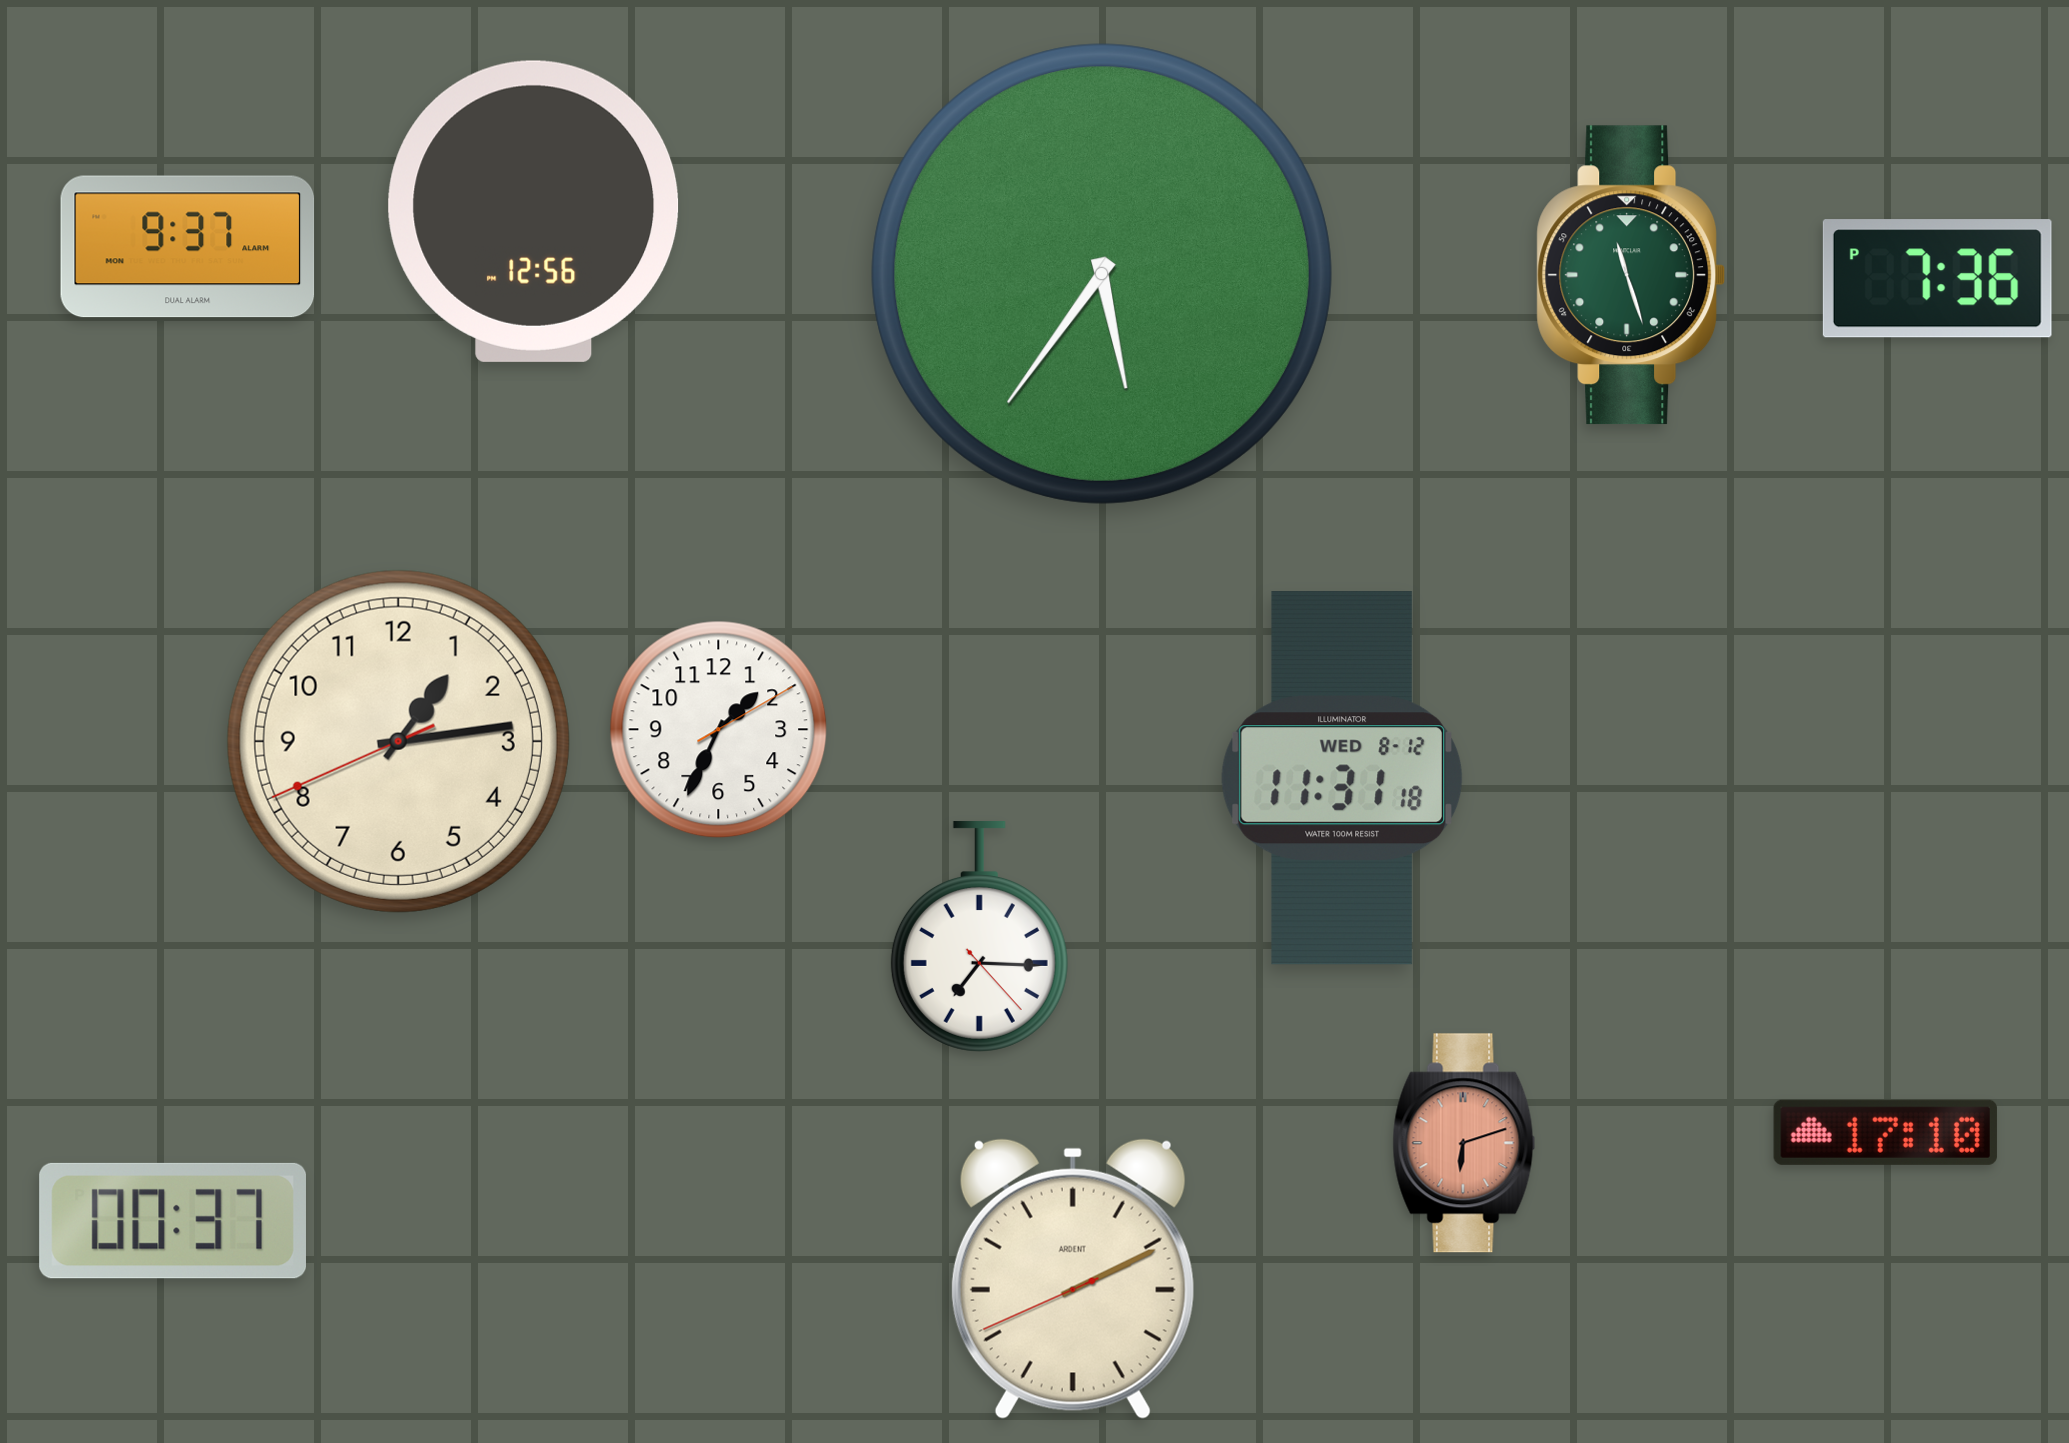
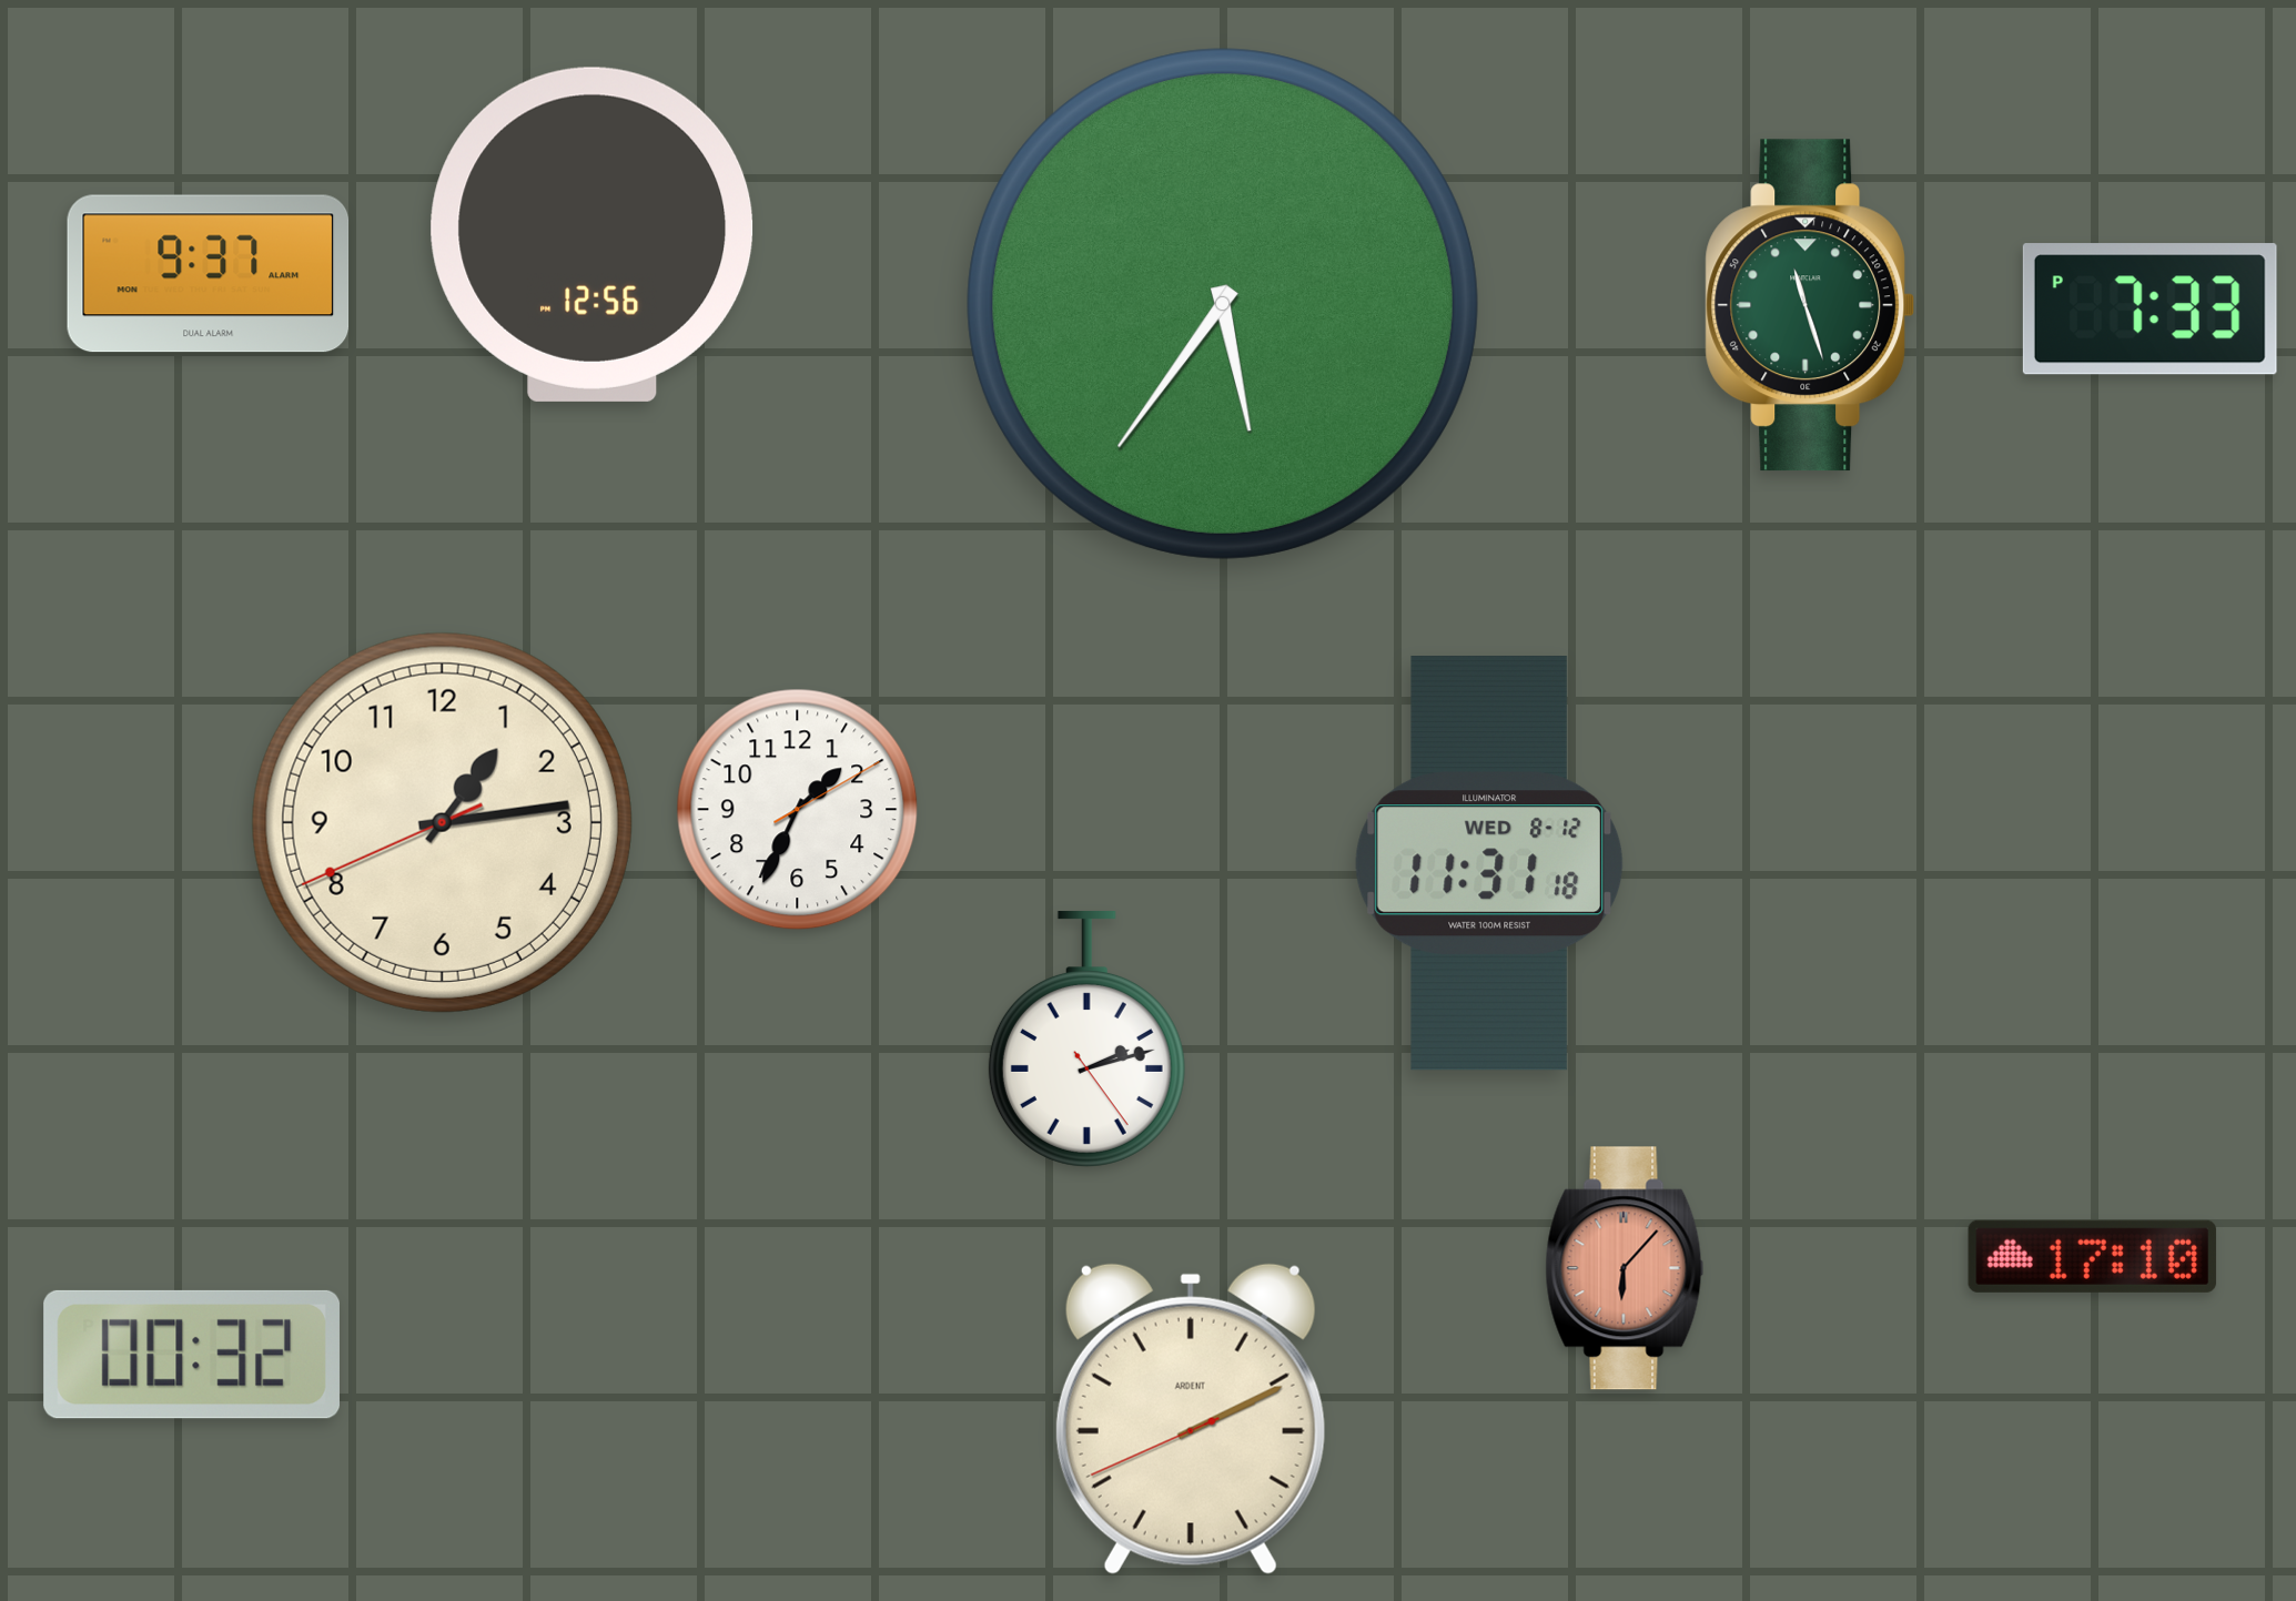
clock at (1937, 279): 7:36 -> 7:33
clock at (979, 937): 7:15 -> 2:12
clock at (1464, 1143): 6:12 -> 6:07
clock at (173, 1221): 00:37 -> 00:32
